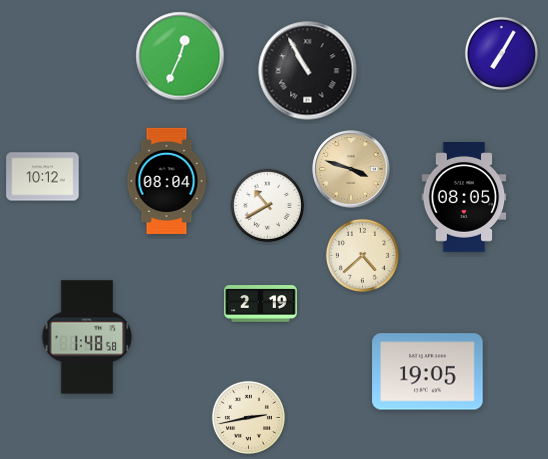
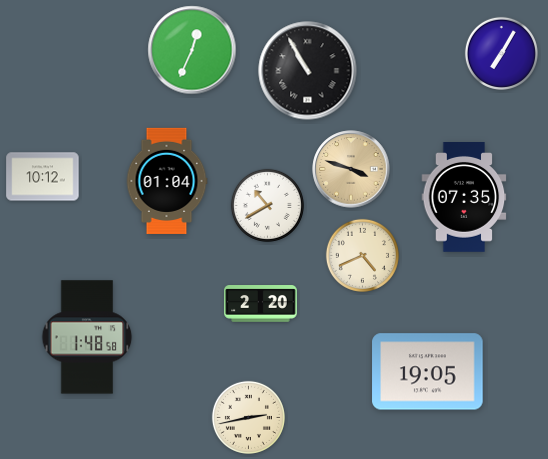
clock at (180, 56) position: (180, 56) -> (192, 50)
clock at (167, 181): 08:04 -> 01:04
clock at (464, 198): 08:05 -> 07:35
clock at (362, 255): 4:38 -> 4:41
clock at (261, 304): 2:19 -> 2:20
